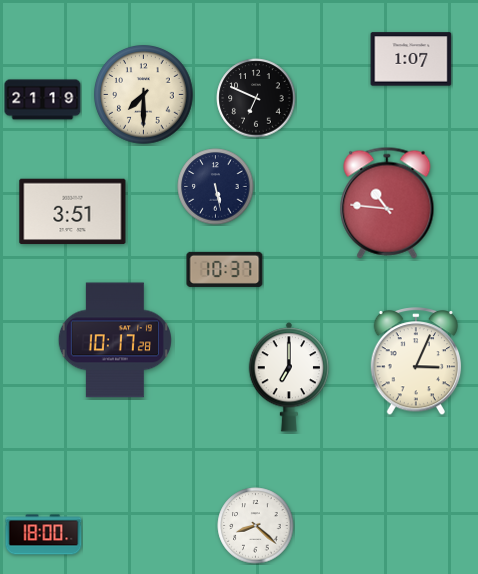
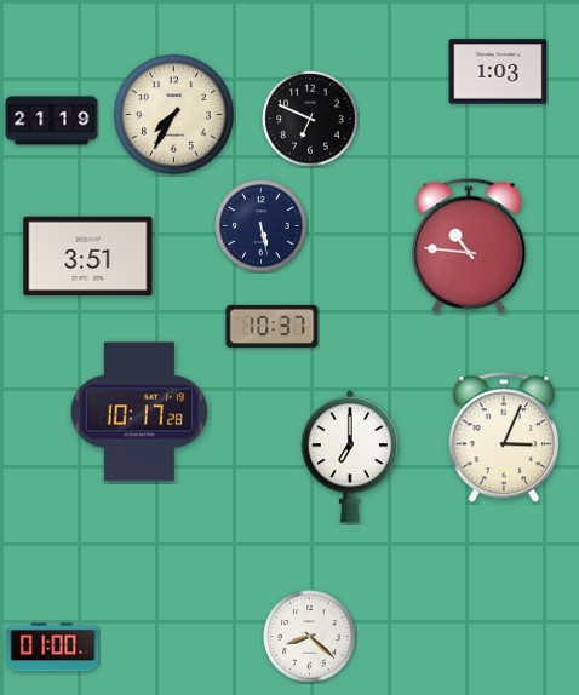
clock at (411, 59): 1:07 -> 1:03
clock at (144, 95): 7:30 -> 7:35
clock at (44, 535): 18:00 -> 01:00
